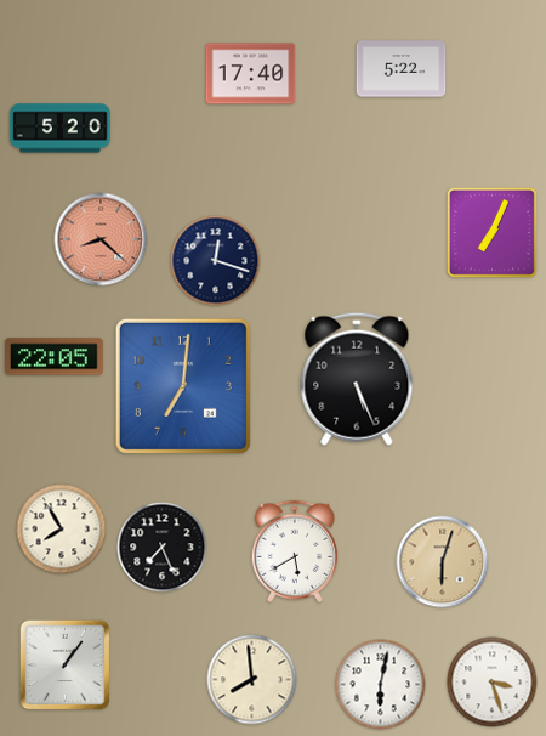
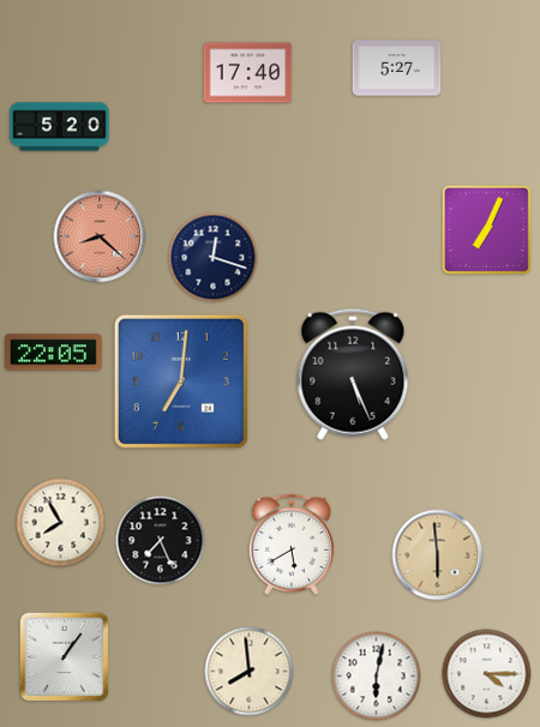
clock at (402, 69): 5:22 -> 5:27
clock at (443, 562): 6:03 -> 5:59
clock at (493, 683): 3:27 -> 4:15
